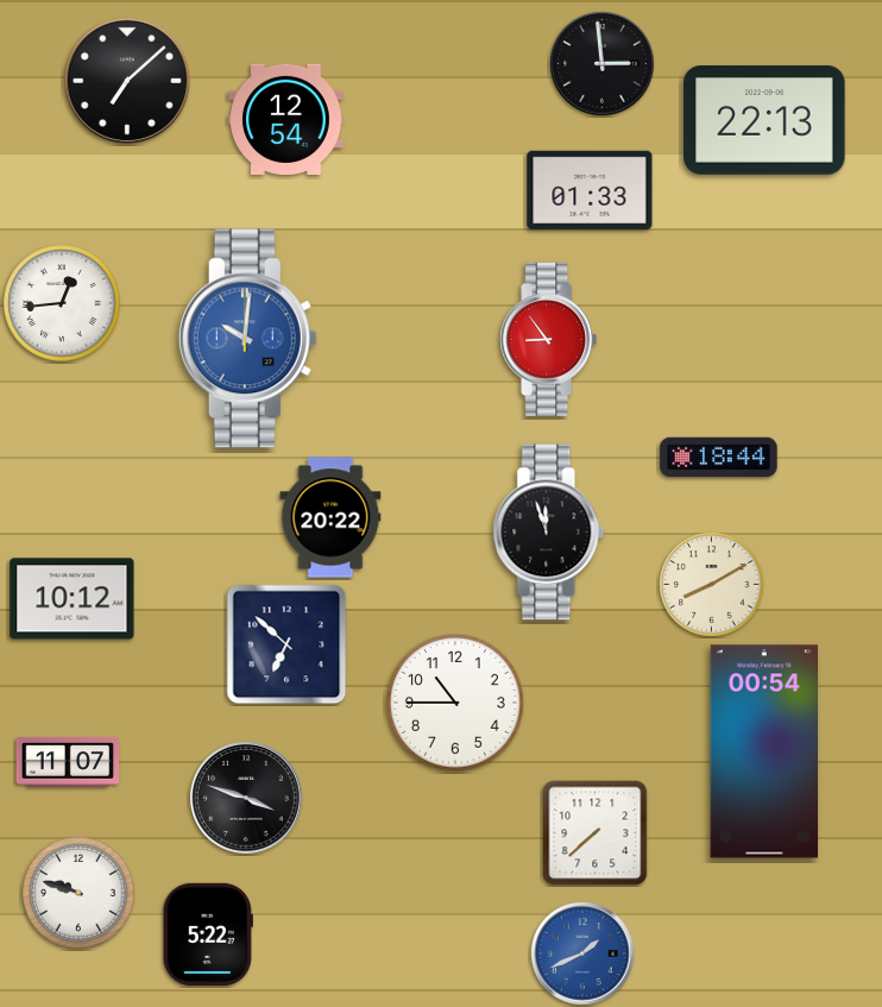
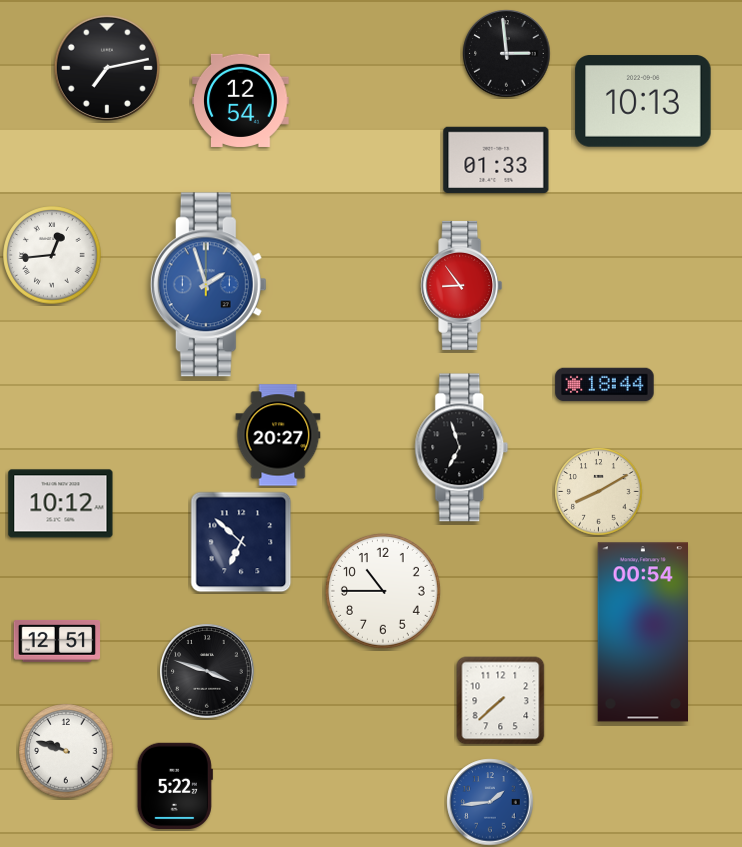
clock at (127, 81): 7:08 -> 7:13
clock at (764, 120): 22:13 -> 10:13
clock at (247, 339): 10:01 -> 1:57
clock at (330, 517): 20:22 -> 20:27
clock at (549, 533): 11:57 -> 6:57
clock at (68, 762): 11:07 -> 12:51
clock at (582, 953): 1:41 -> 1:44
